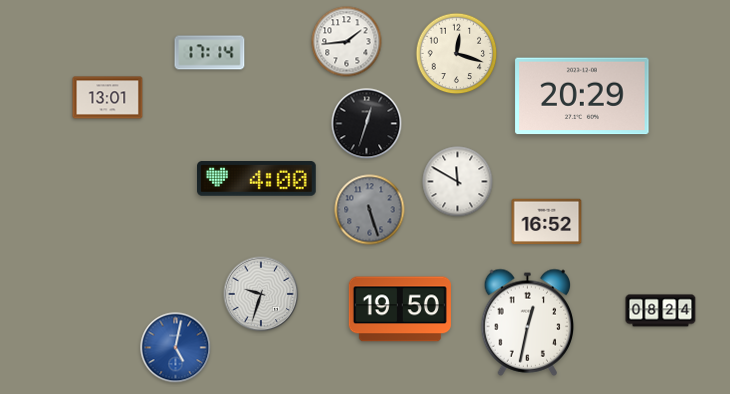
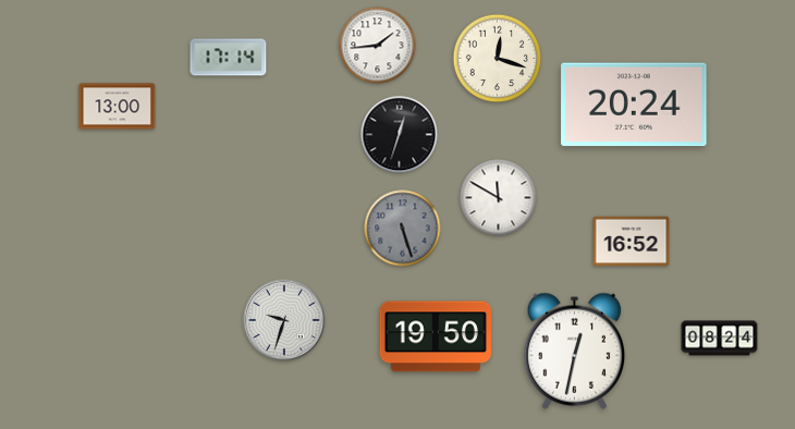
clock at (582, 96): 20:29 -> 20:24
clock at (108, 98): 13:01 -> 13:00
clock at (257, 179): 4:00 -> none
clock at (547, 222) position: (547, 222) -> (632, 242)
clock at (176, 348): 5:02 -> none
